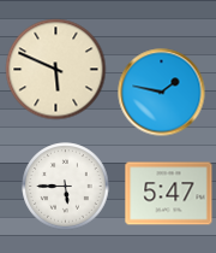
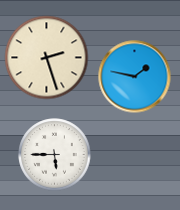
clock at (56, 70): 5:49 -> 2:27
clock at (169, 194): 5:47 -> none
